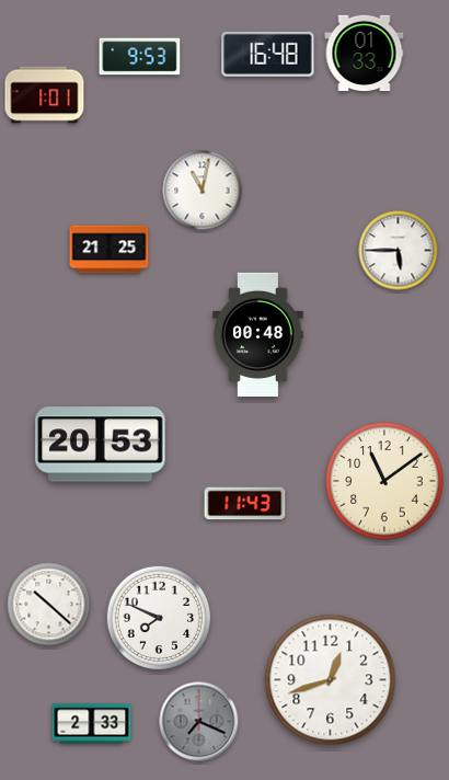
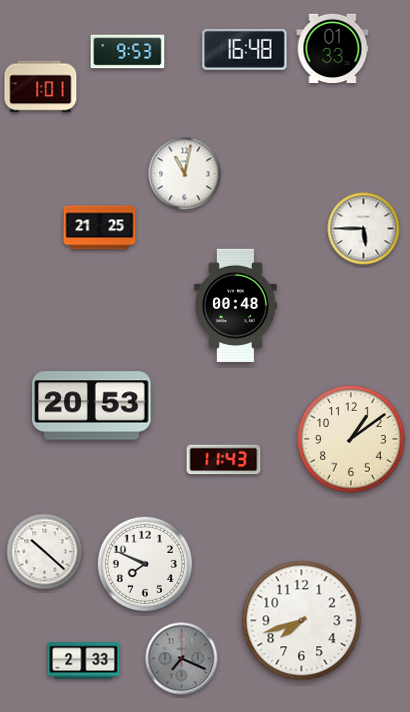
clock at (384, 481): 11:09 -> 1:09
clock at (331, 680): 12:42 -> 7:42
